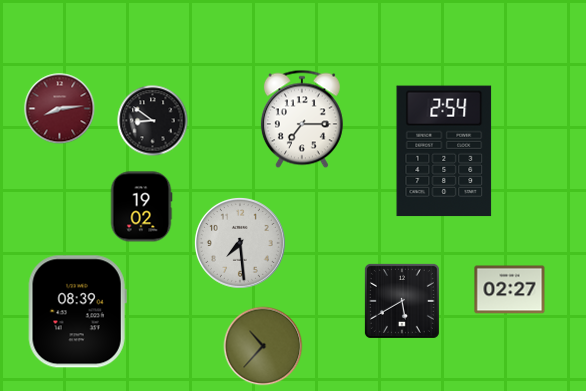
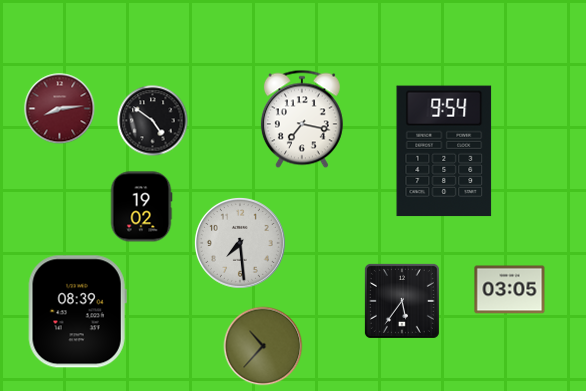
clock at (302, 119): 7:15 -> 7:17
clock at (153, 121): 8:51 -> 4:51
clock at (444, 151): 2:54 -> 9:54
clock at (510, 290): 02:27 -> 03:05
clock at (402, 301): 5:40 -> 5:36
